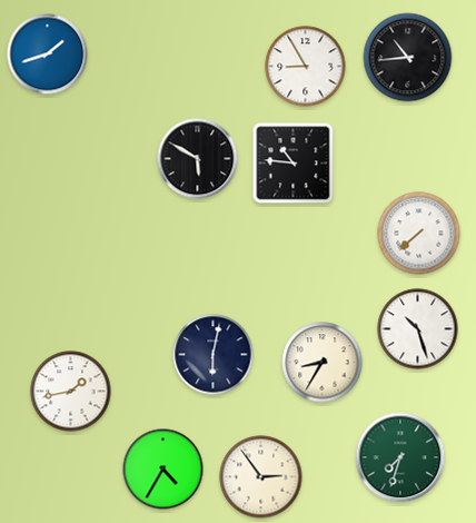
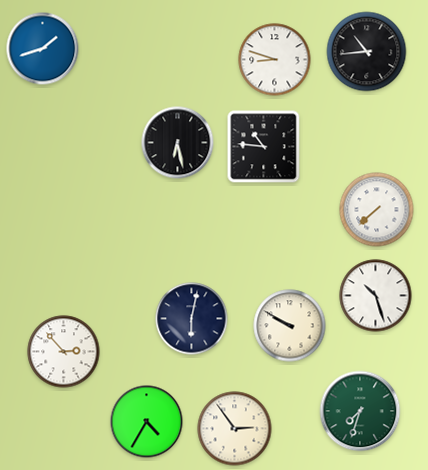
clock at (306, 67): 8:55 -> 8:48
clock at (198, 159): 5:50 -> 6:28
clock at (323, 363): 8:35 -> 9:50
clock at (71, 392): 1:43 -> 2:53
